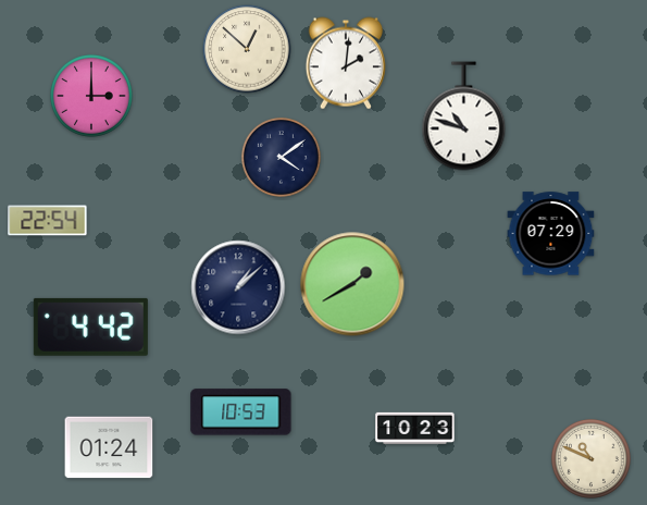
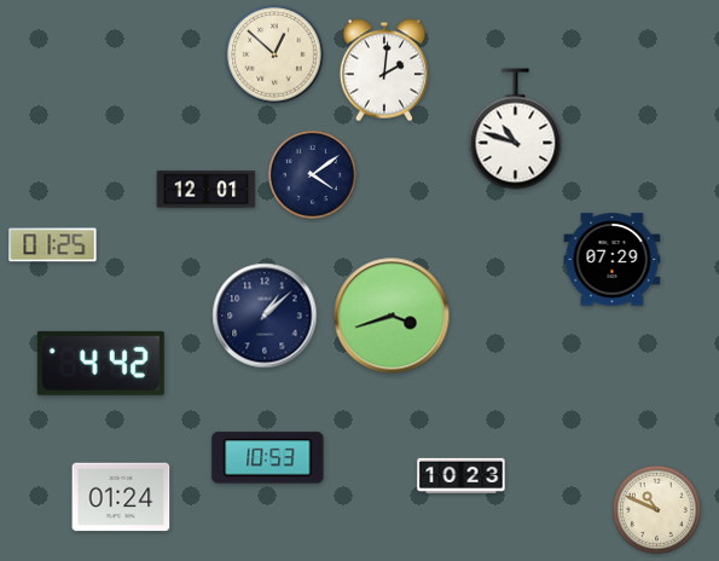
clock at (92, 97): 3:00 -> none
clock at (207, 190): none -> 12:01
clock at (48, 221): 22:54 -> 01:25
clock at (352, 284): 1:40 -> 3:42
clock at (238, 287) position: (238, 287) -> (265, 316)
